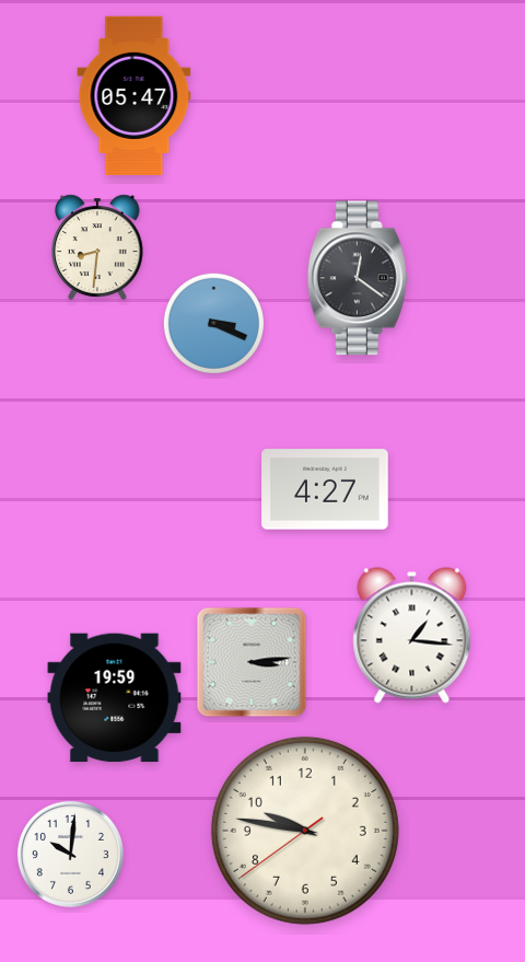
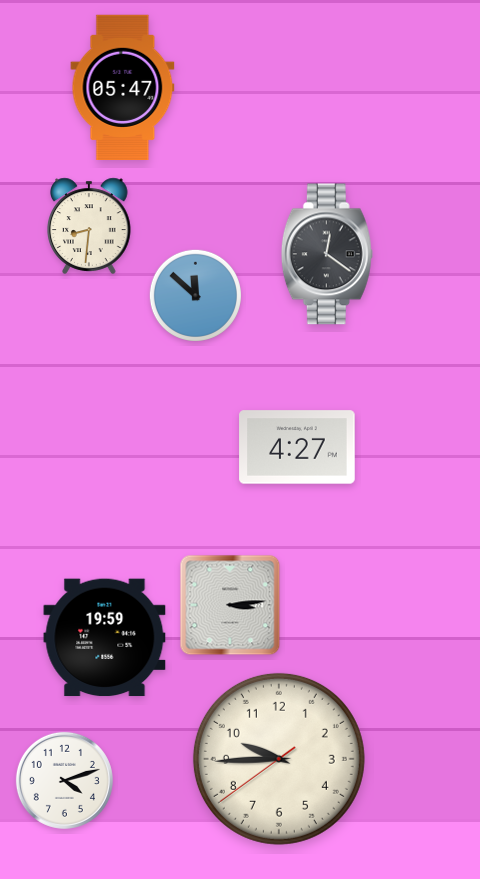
clock at (213, 323): 3:19 -> 11:52
clock at (412, 636): 1:16 -> none
clock at (305, 831): 9:46 -> 9:44
clock at (70, 854): 10:01 -> 4:12
